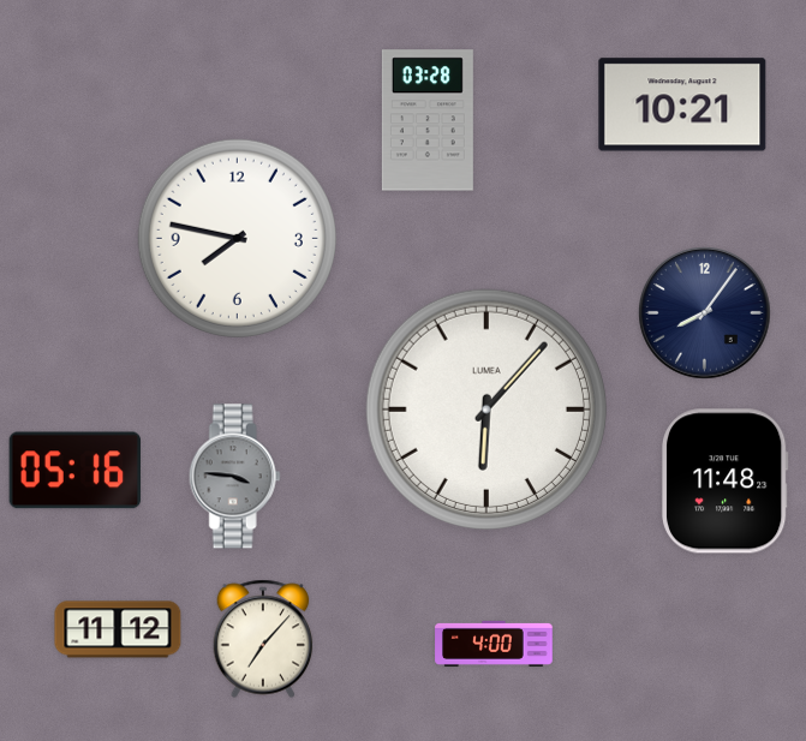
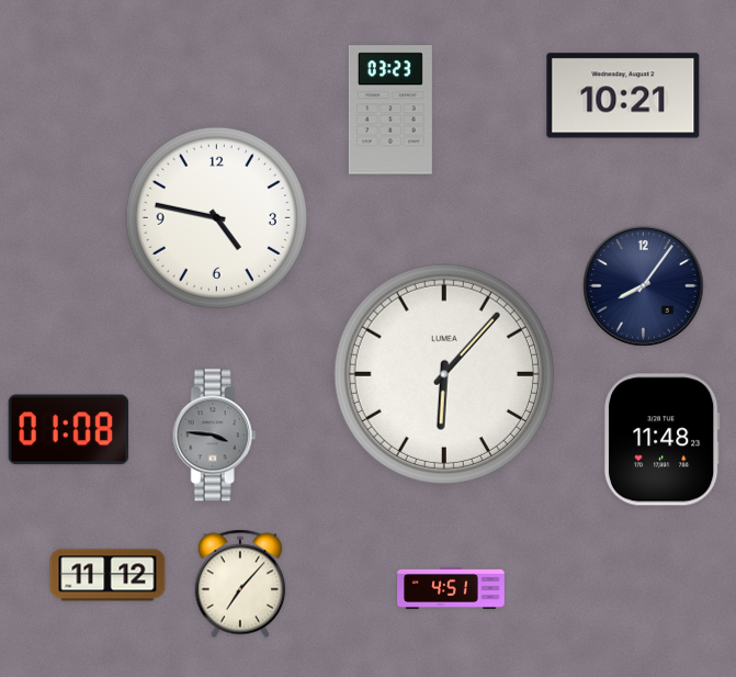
clock at (428, 120): 03:28 -> 03:23
clock at (237, 238): 7:47 -> 4:47
clock at (76, 471): 05:16 -> 01:08
clock at (494, 644): 4:00 -> 4:51
